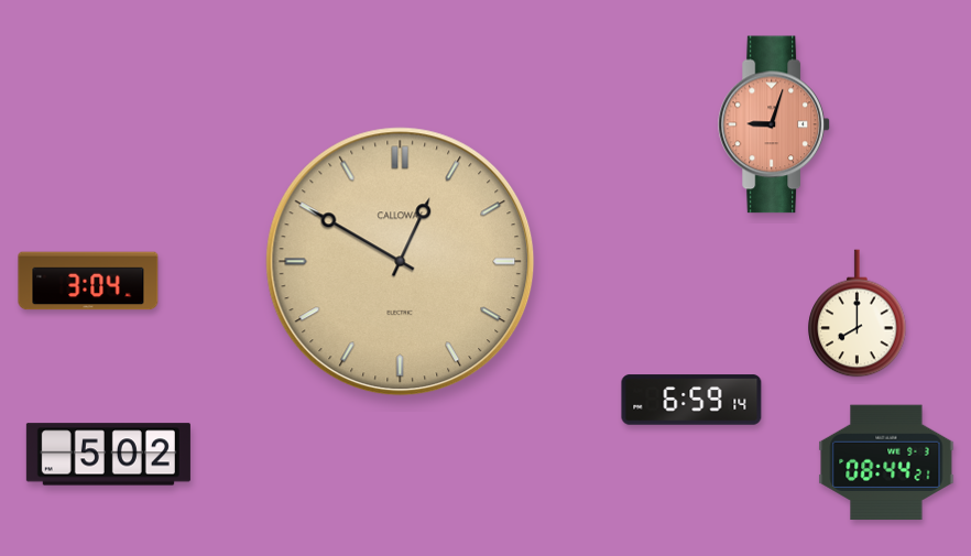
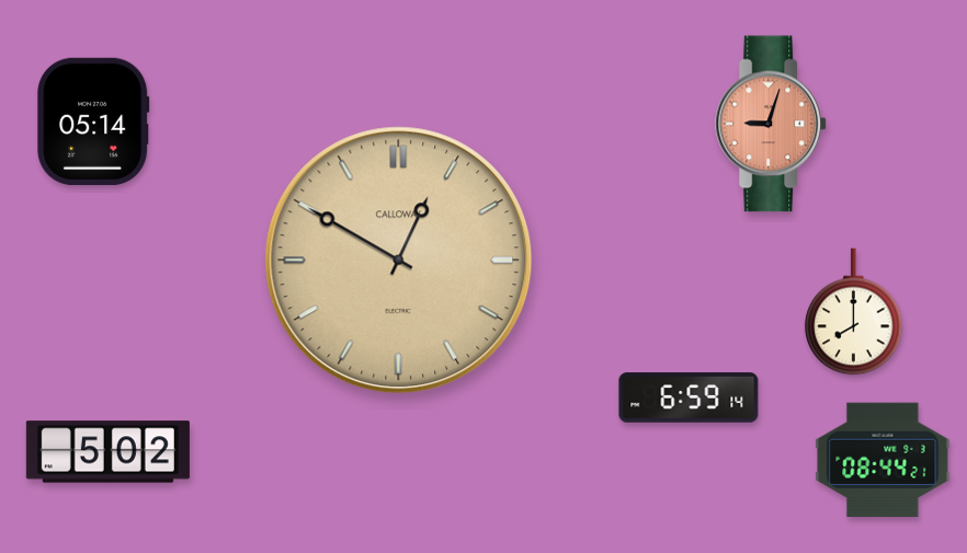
clock at (93, 122): none -> 05:14
clock at (88, 281): 3:04 -> none
